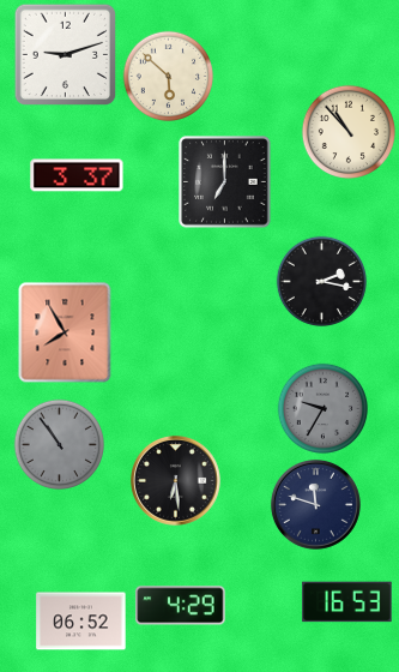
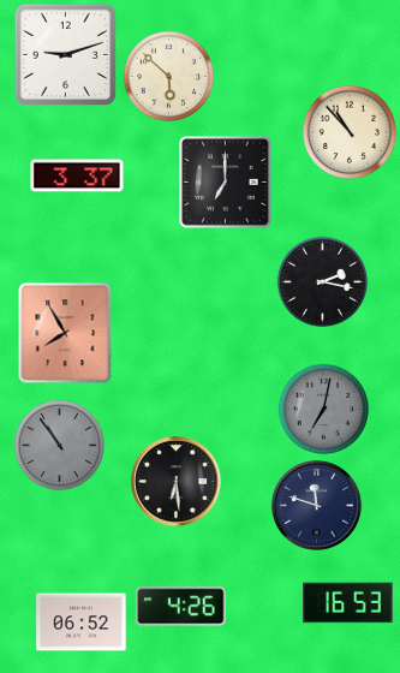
clock at (324, 409): 9:35 -> 7:02
clock at (181, 606): 4:29 -> 4:26
